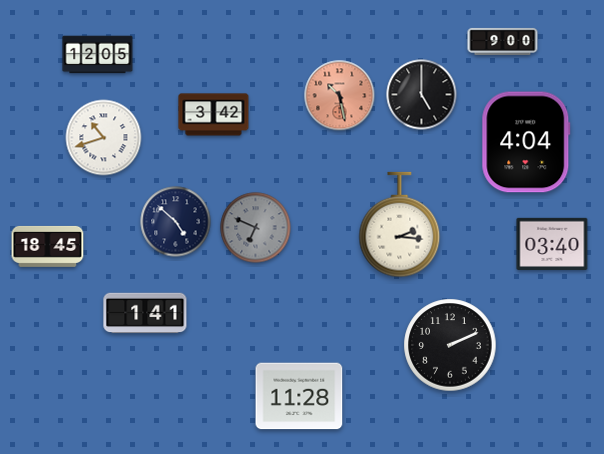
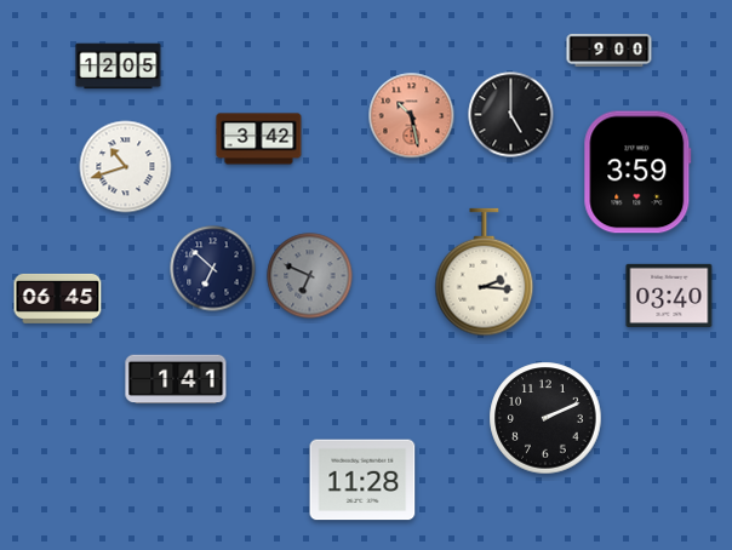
clock at (526, 142): 4:04 -> 3:59
clock at (176, 222): 4:52 -> 6:52
clock at (48, 246): 18:45 -> 06:45
